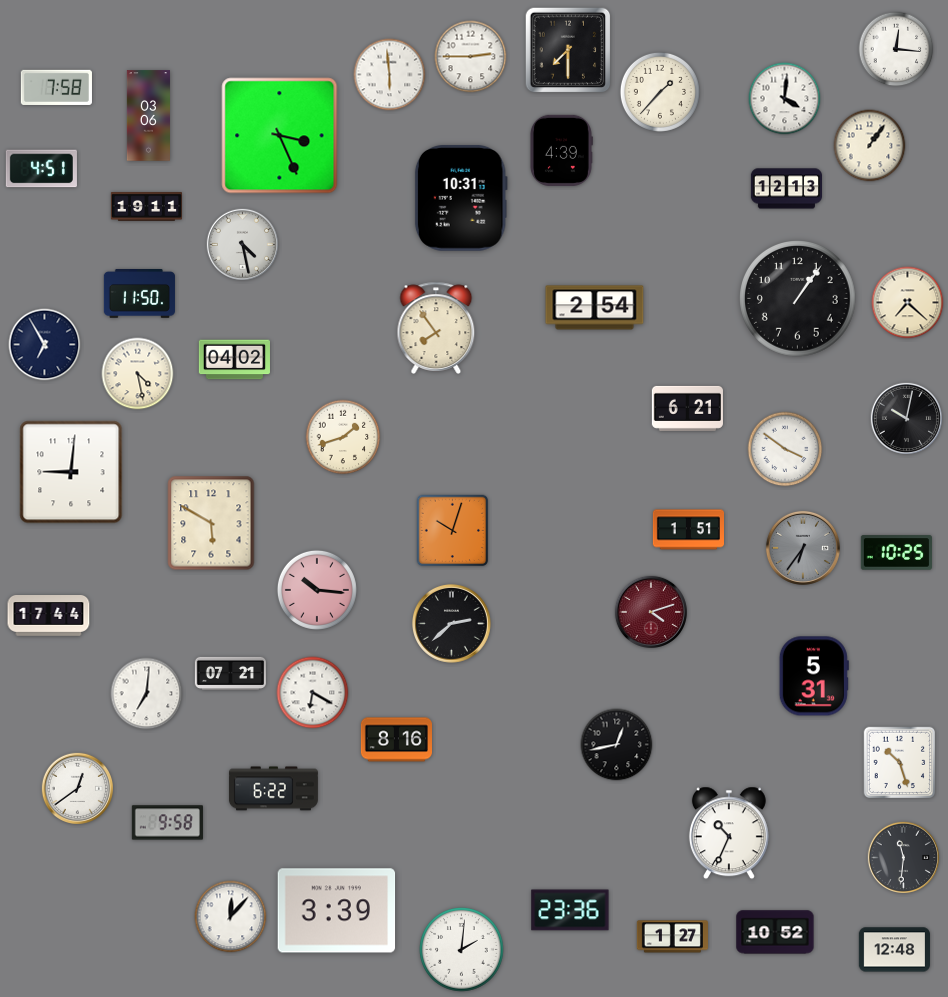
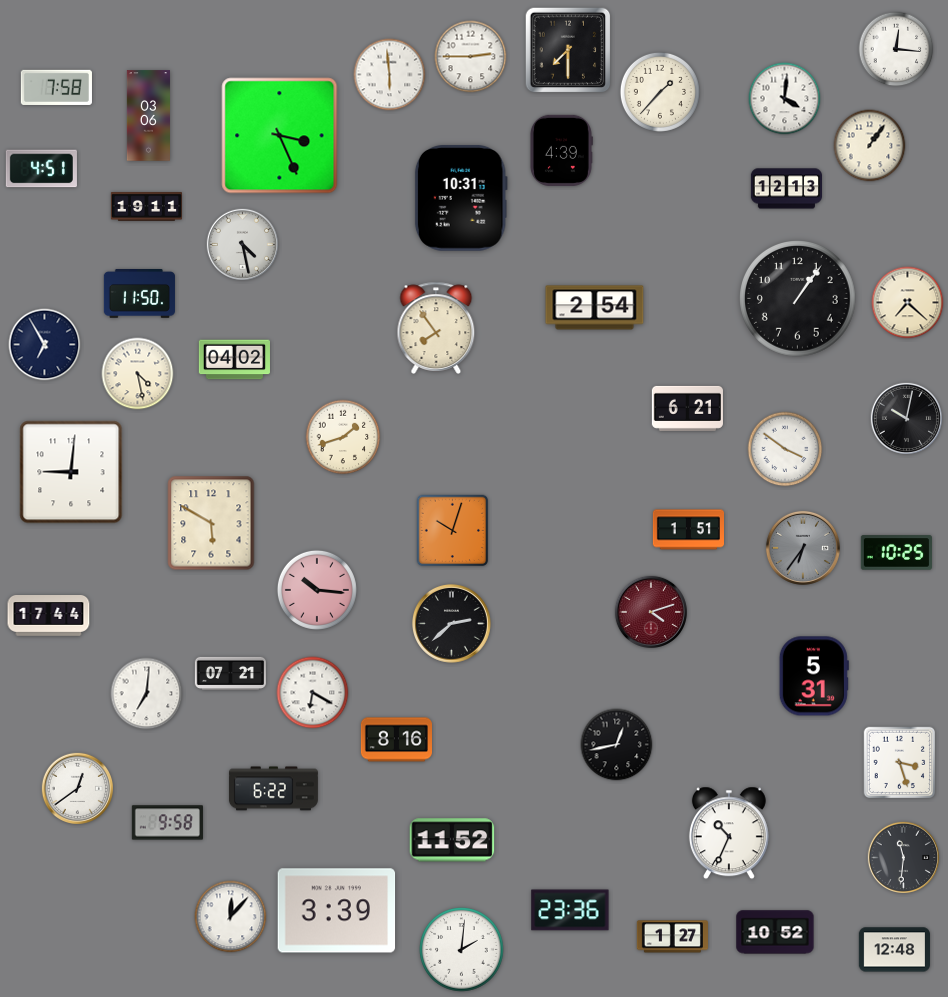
clock at (900, 763): 10:27 -> 3:27
clock at (452, 840): none -> 11:52
